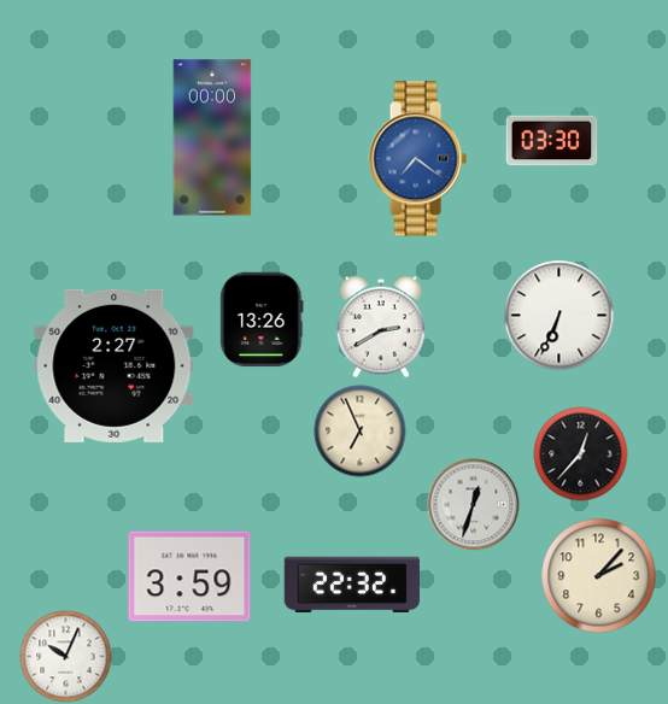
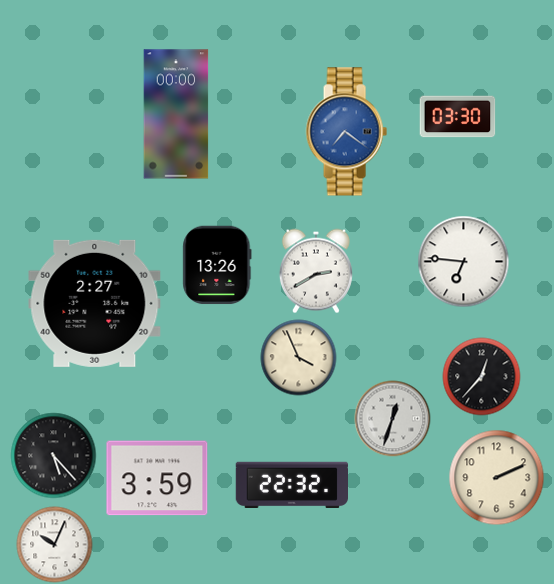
clock at (559, 316): 6:34 -> 6:46
clock at (361, 432): 6:56 -> 3:56
clock at (54, 456): none -> 5:23
clock at (599, 576): 2:07 -> 2:11
